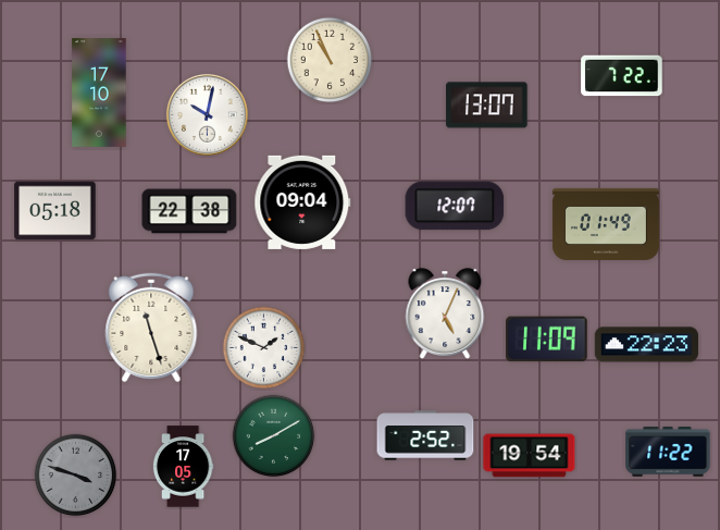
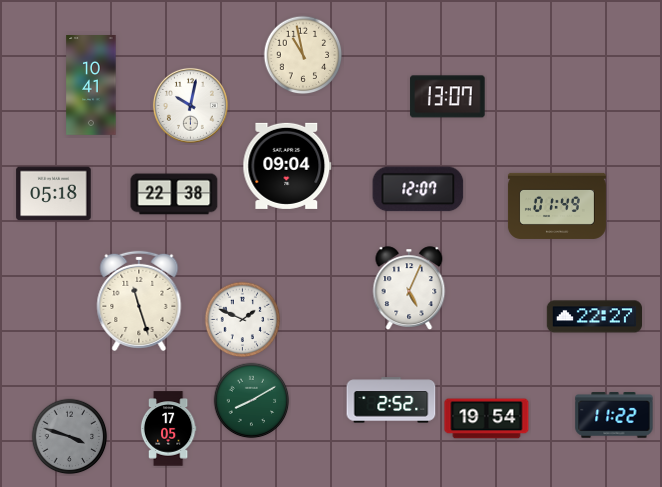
clock at (330, 60): 10:56 -> 10:58
clock at (622, 76): 7:22 -> none
clock at (99, 94): 17:10 -> 10:41
clock at (302, 202) position: (302, 202) -> (287, 166)
clock at (55, 211) position: (55, 211) -> (54, 194)
clock at (547, 340): 11:09 -> none
clock at (646, 345): 22:23 -> 22:27
